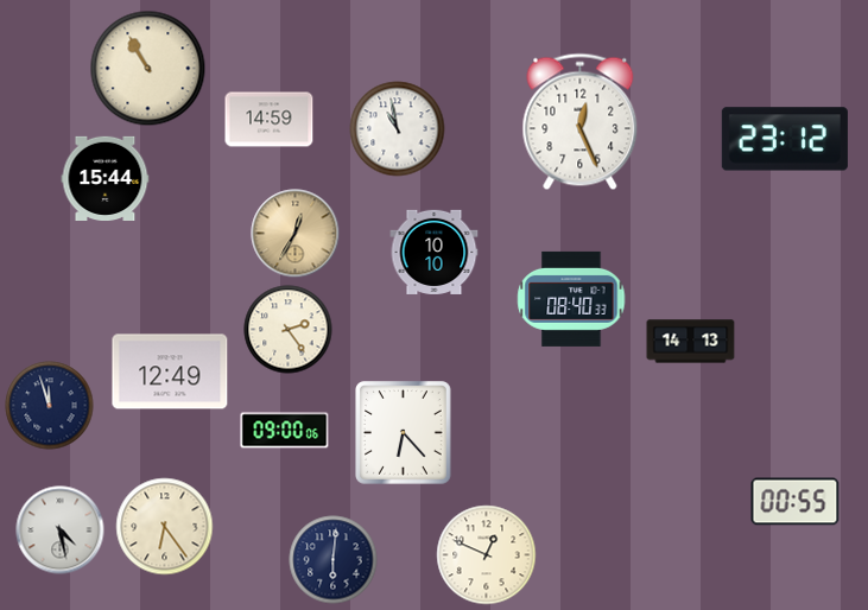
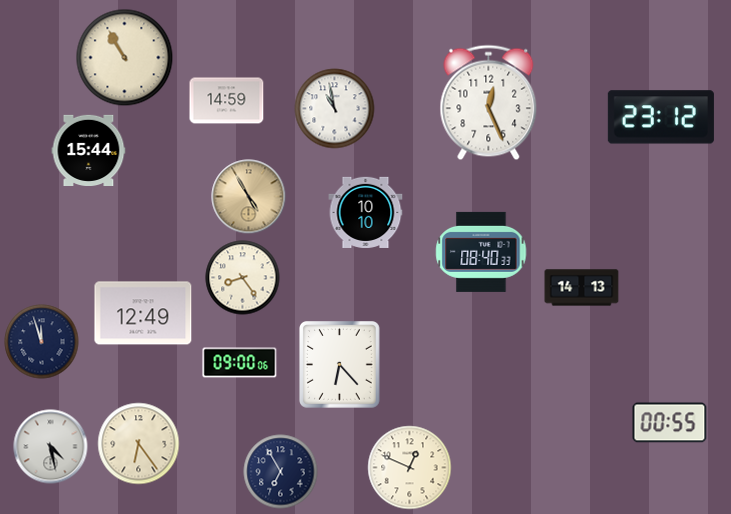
clock at (296, 234): 12:35 -> 4:55
clock at (289, 330): 2:24 -> 8:24
clock at (334, 560): 6:01 -> 6:55
